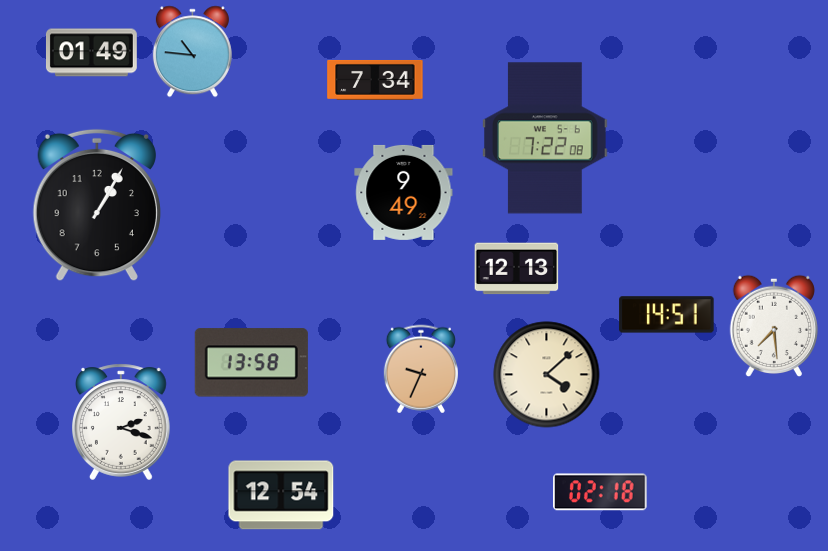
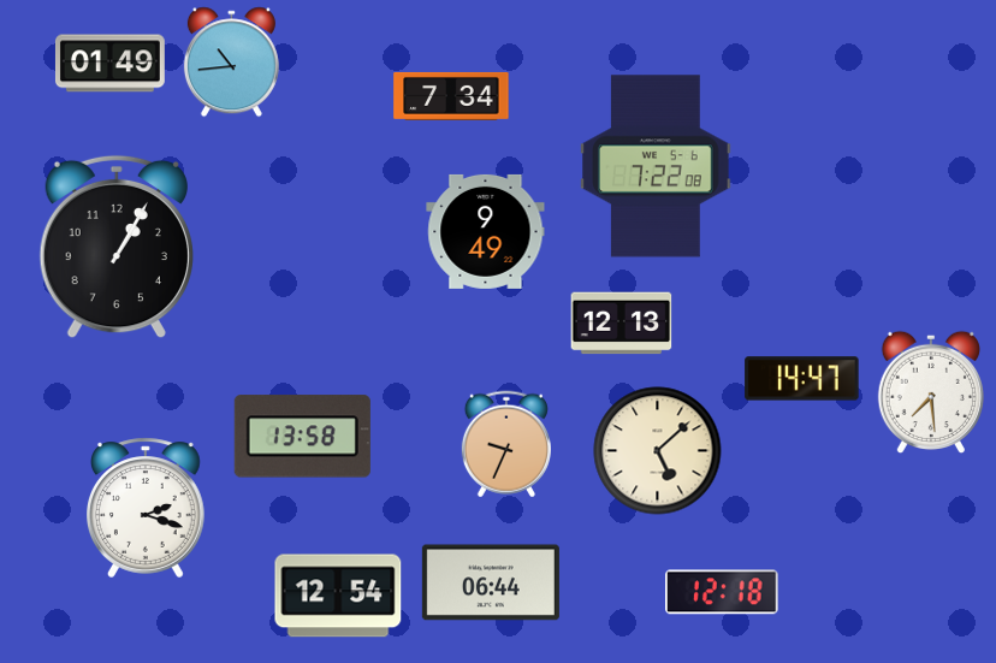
clock at (192, 52): 10:46 -> 10:44
clock at (667, 315): 14:51 -> 14:47
clock at (547, 375): 4:08 -> 5:08
clock at (491, 582): none -> 06:44
clock at (600, 492): 02:18 -> 12:18
